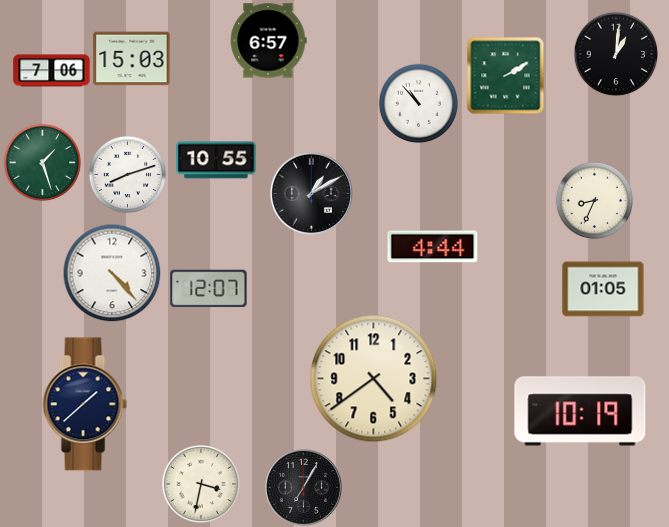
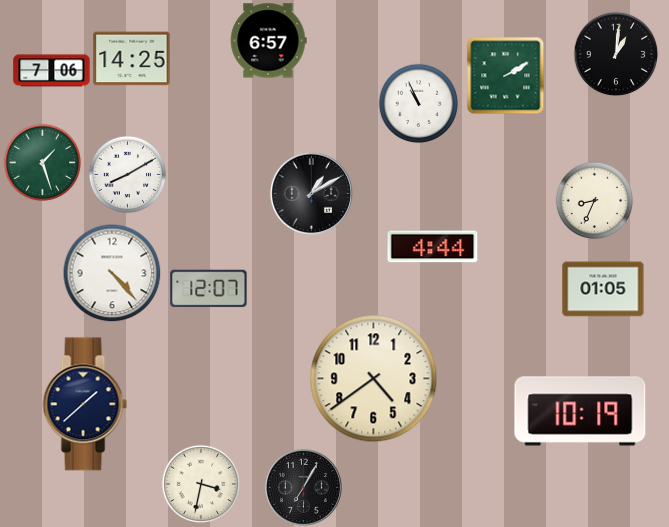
clock at (132, 59): 15:03 -> 14:25
clock at (418, 103): 10:53 -> 10:56
clock at (216, 160): 10:55 -> none
clock at (127, 174): 8:12 -> 8:10
